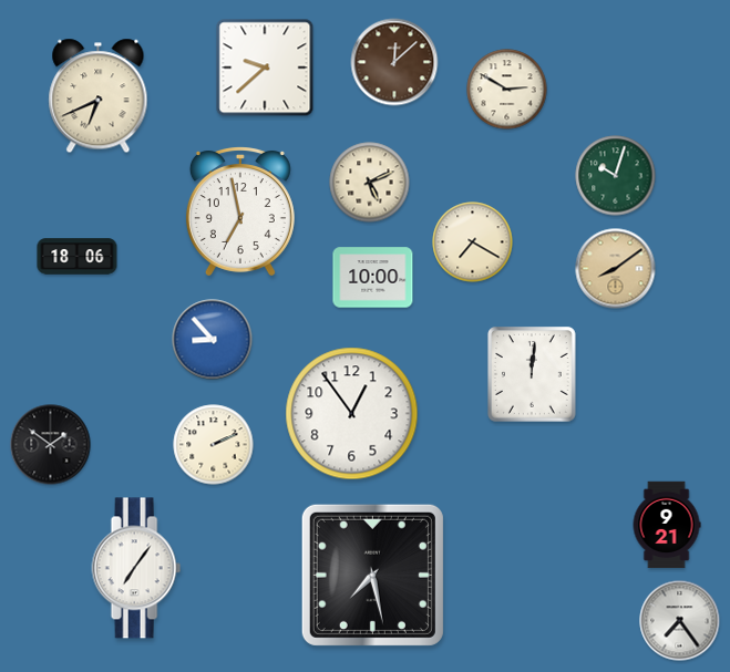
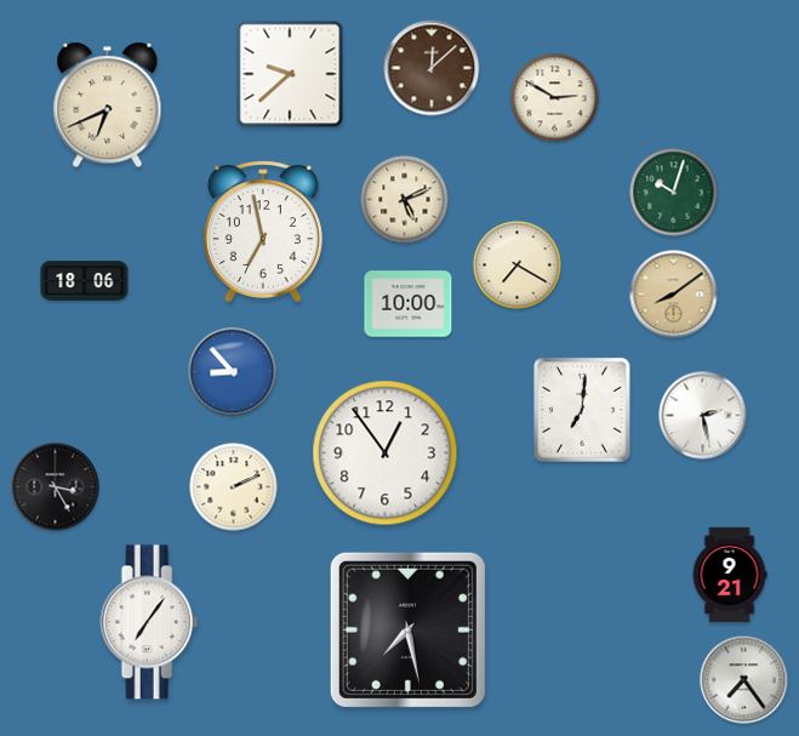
clock at (533, 375): 12:01 -> 7:01
clock at (703, 416): none -> 2:28
clock at (51, 445): 1:51 -> 3:25
